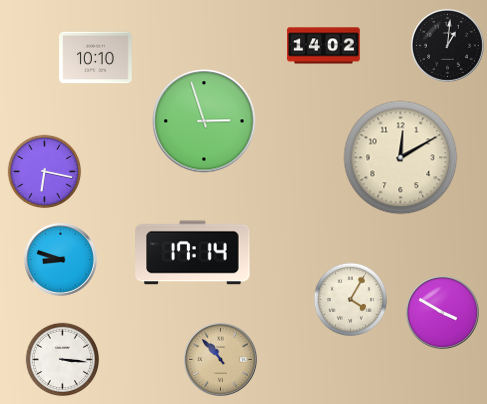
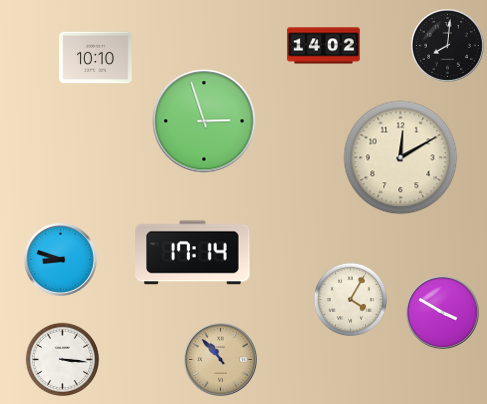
clock at (447, 45): 1:01 -> 8:01
clock at (45, 172): 6:17 -> none
